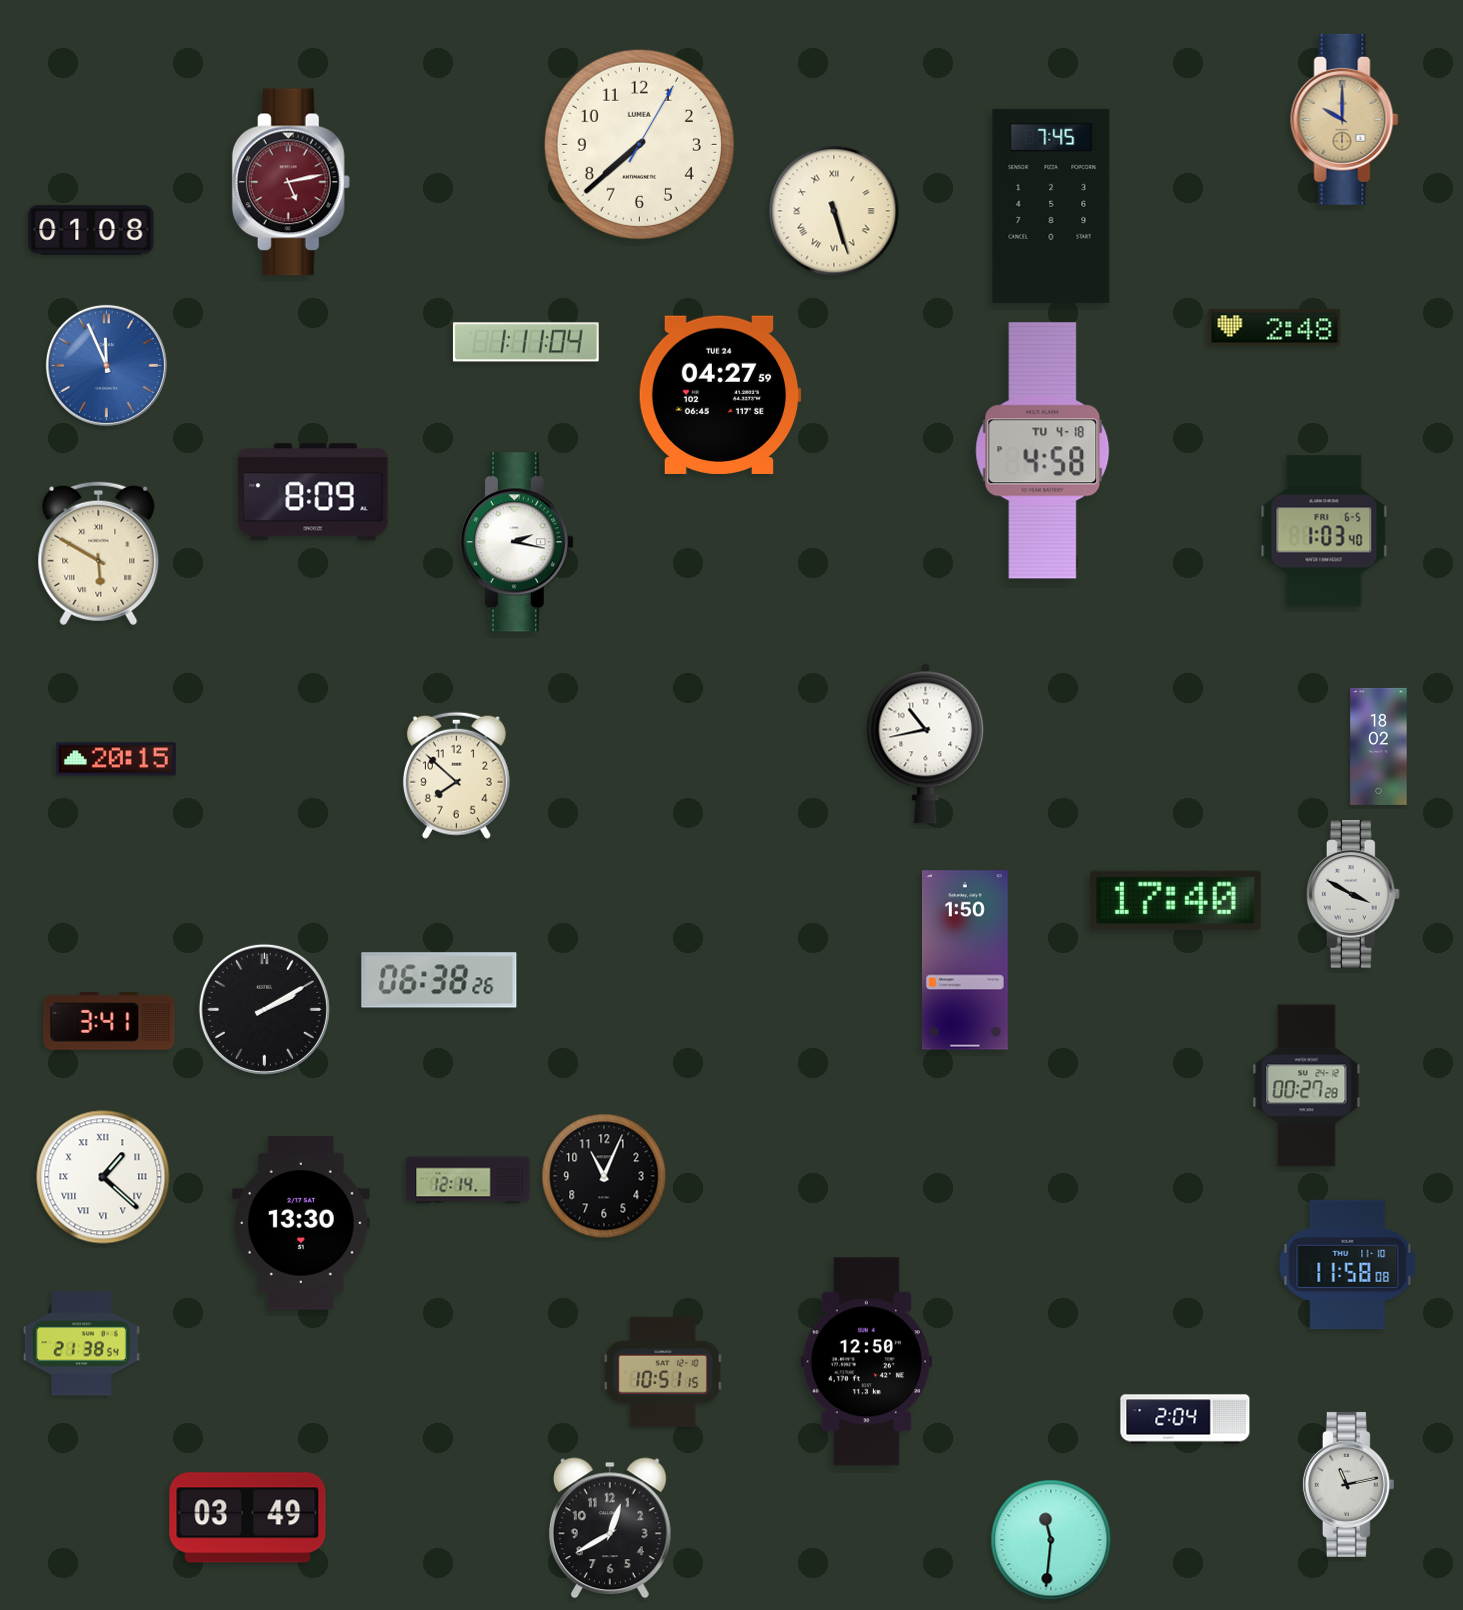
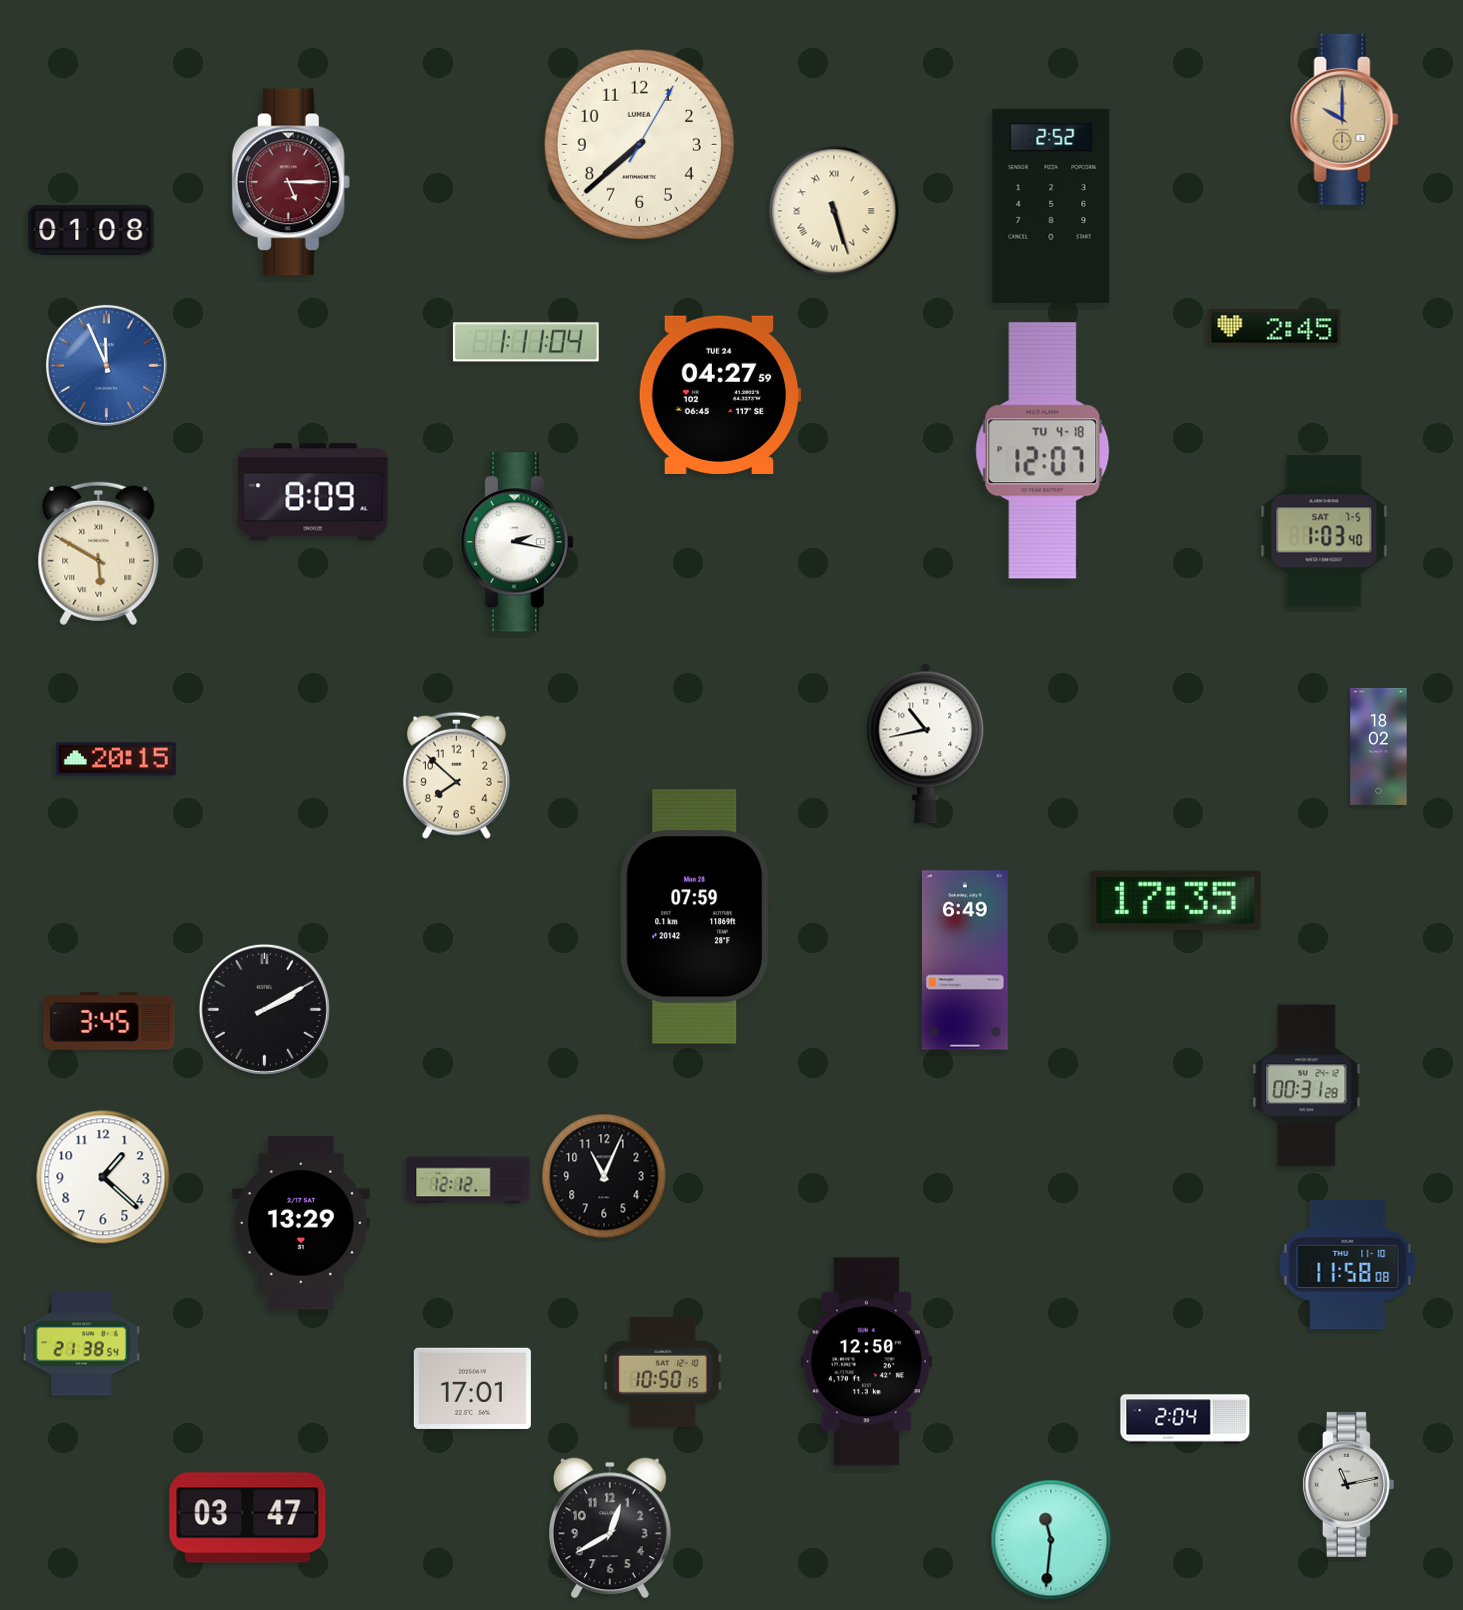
clock at (291, 182): 5:13 -> 5:15
clock at (1051, 206): 7:45 -> 2:52
clock at (1275, 328): 2:48 -> 2:45
clock at (1043, 451): 4:58 -> 12:07
clock at (1324, 531) date: FRI 6-5 -> SAT 7-5
clock at (1353, 894): 3:50 -> none
clock at (1175, 900): 17:40 -> 17:35
clock at (696, 917): none -> 07:59
clock at (966, 960): 1:50 -> 6:49
clock at (439, 980): 06:38 -> none
clock at (109, 1021): 3:41 -> 3:45
clock at (1307, 1086): 00:27 -> 00:31
clock at (103, 1177) numerals: Roman -> Arabic
clock at (468, 1180): 12:14 -> 12:12
clock at (302, 1224): 13:30 -> 13:29
clock at (663, 1372): 10:51 -> 10:50
clock at (472, 1388): none -> 17:01
clock at (248, 1518): 03:49 -> 03:47
